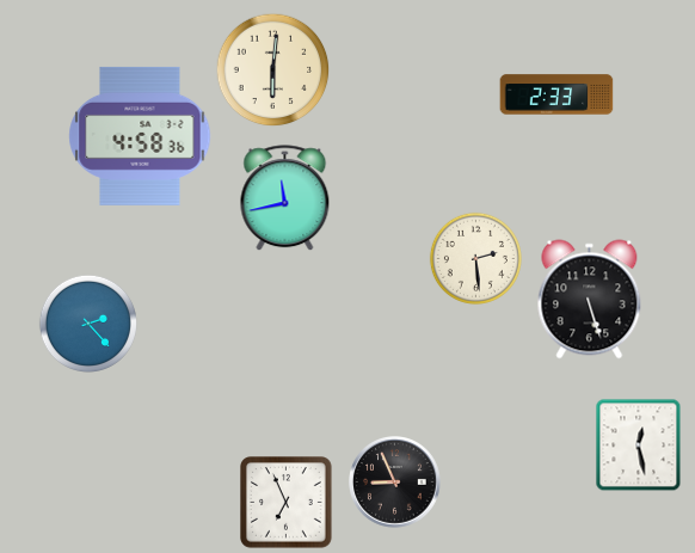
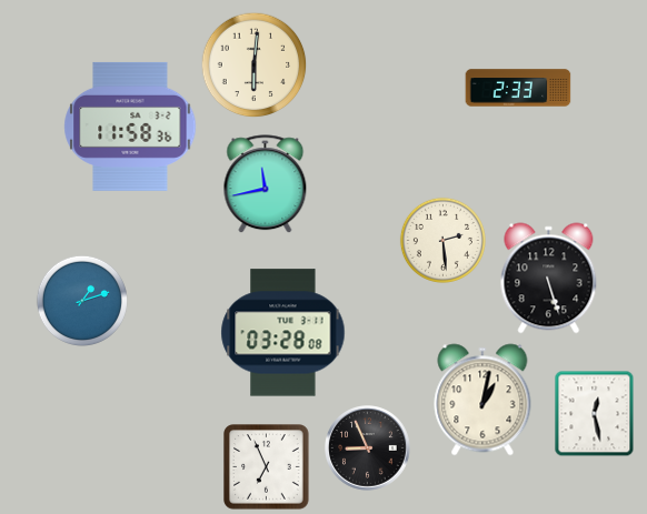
clock at (140, 136): 4:58 -> 11:58
clock at (87, 322): 2:23 -> 1:12
clock at (283, 333): none -> 03:28
clock at (482, 400): none -> 1:02
